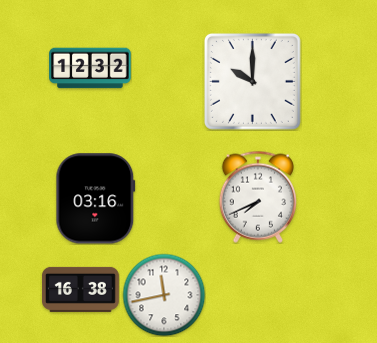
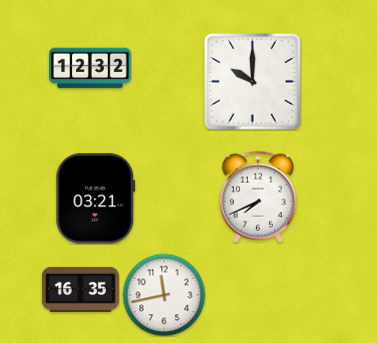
clock at (96, 199): 03:16 -> 03:21
clock at (81, 289): 16:38 -> 16:35
